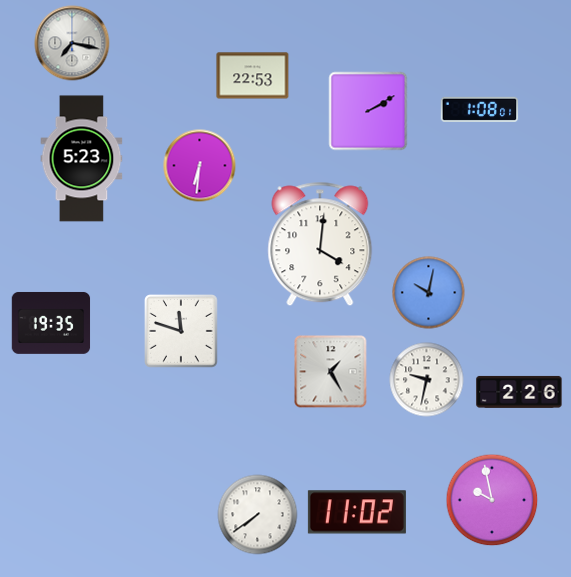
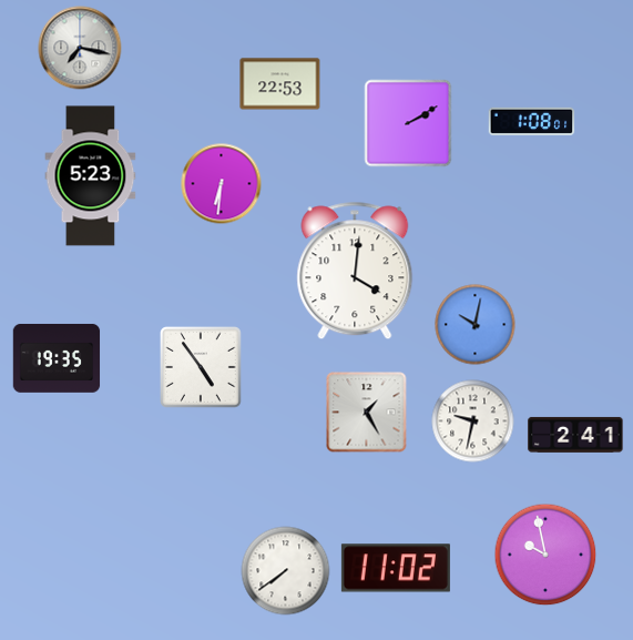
clock at (182, 332): 11:48 -> 4:54
clock at (519, 392): 2:26 -> 2:41
